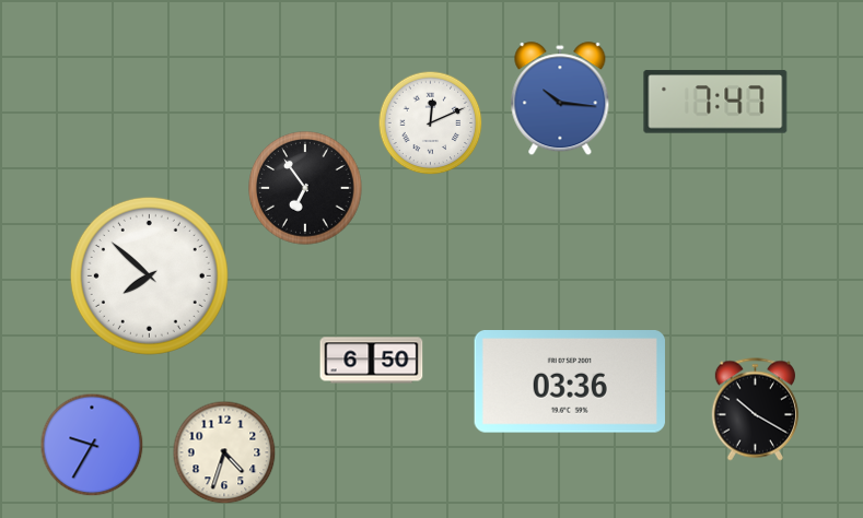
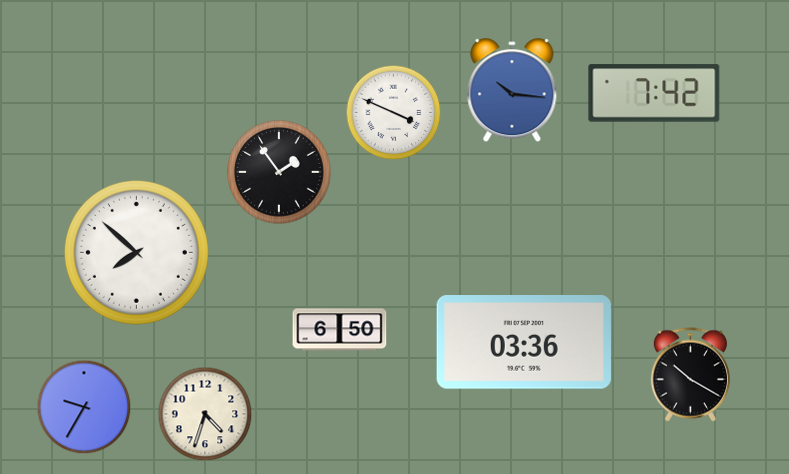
clock at (715, 102): 7:47 -> 7:42
clock at (431, 123): 12:11 -> 3:49
clock at (305, 188): 6:54 -> 1:54
clock at (570, 382) position: (570, 382) -> (524, 343)
